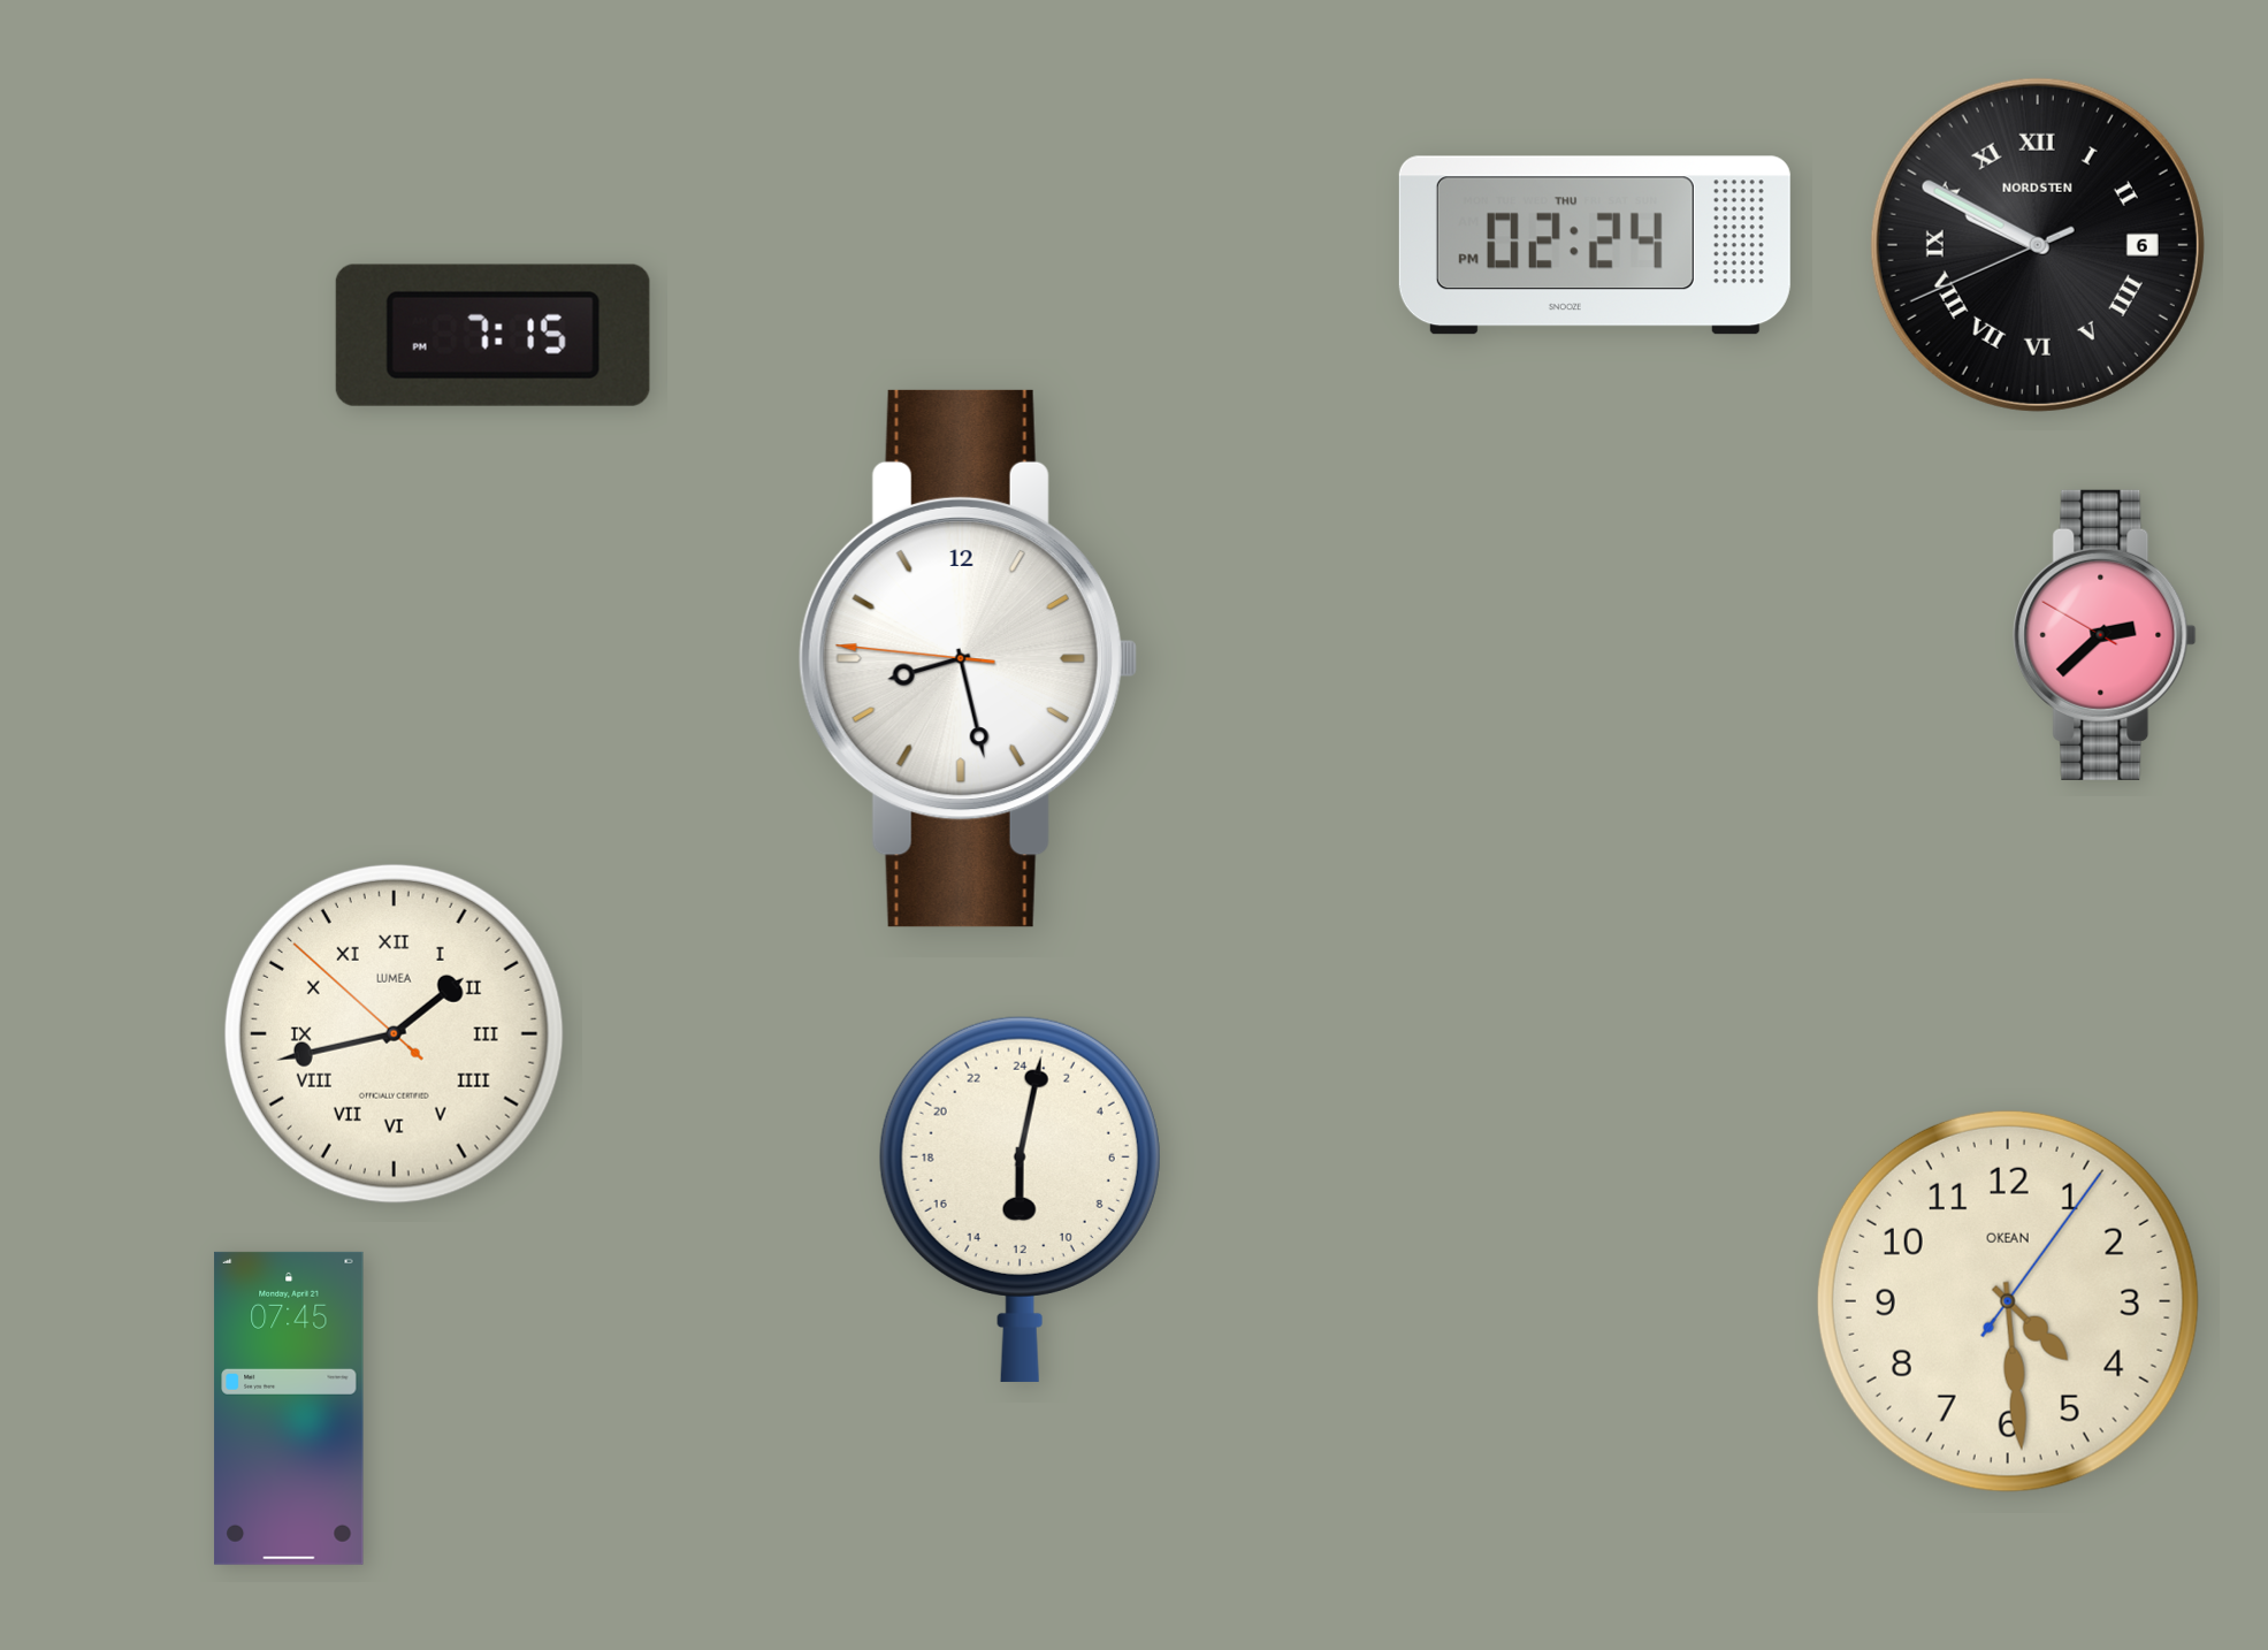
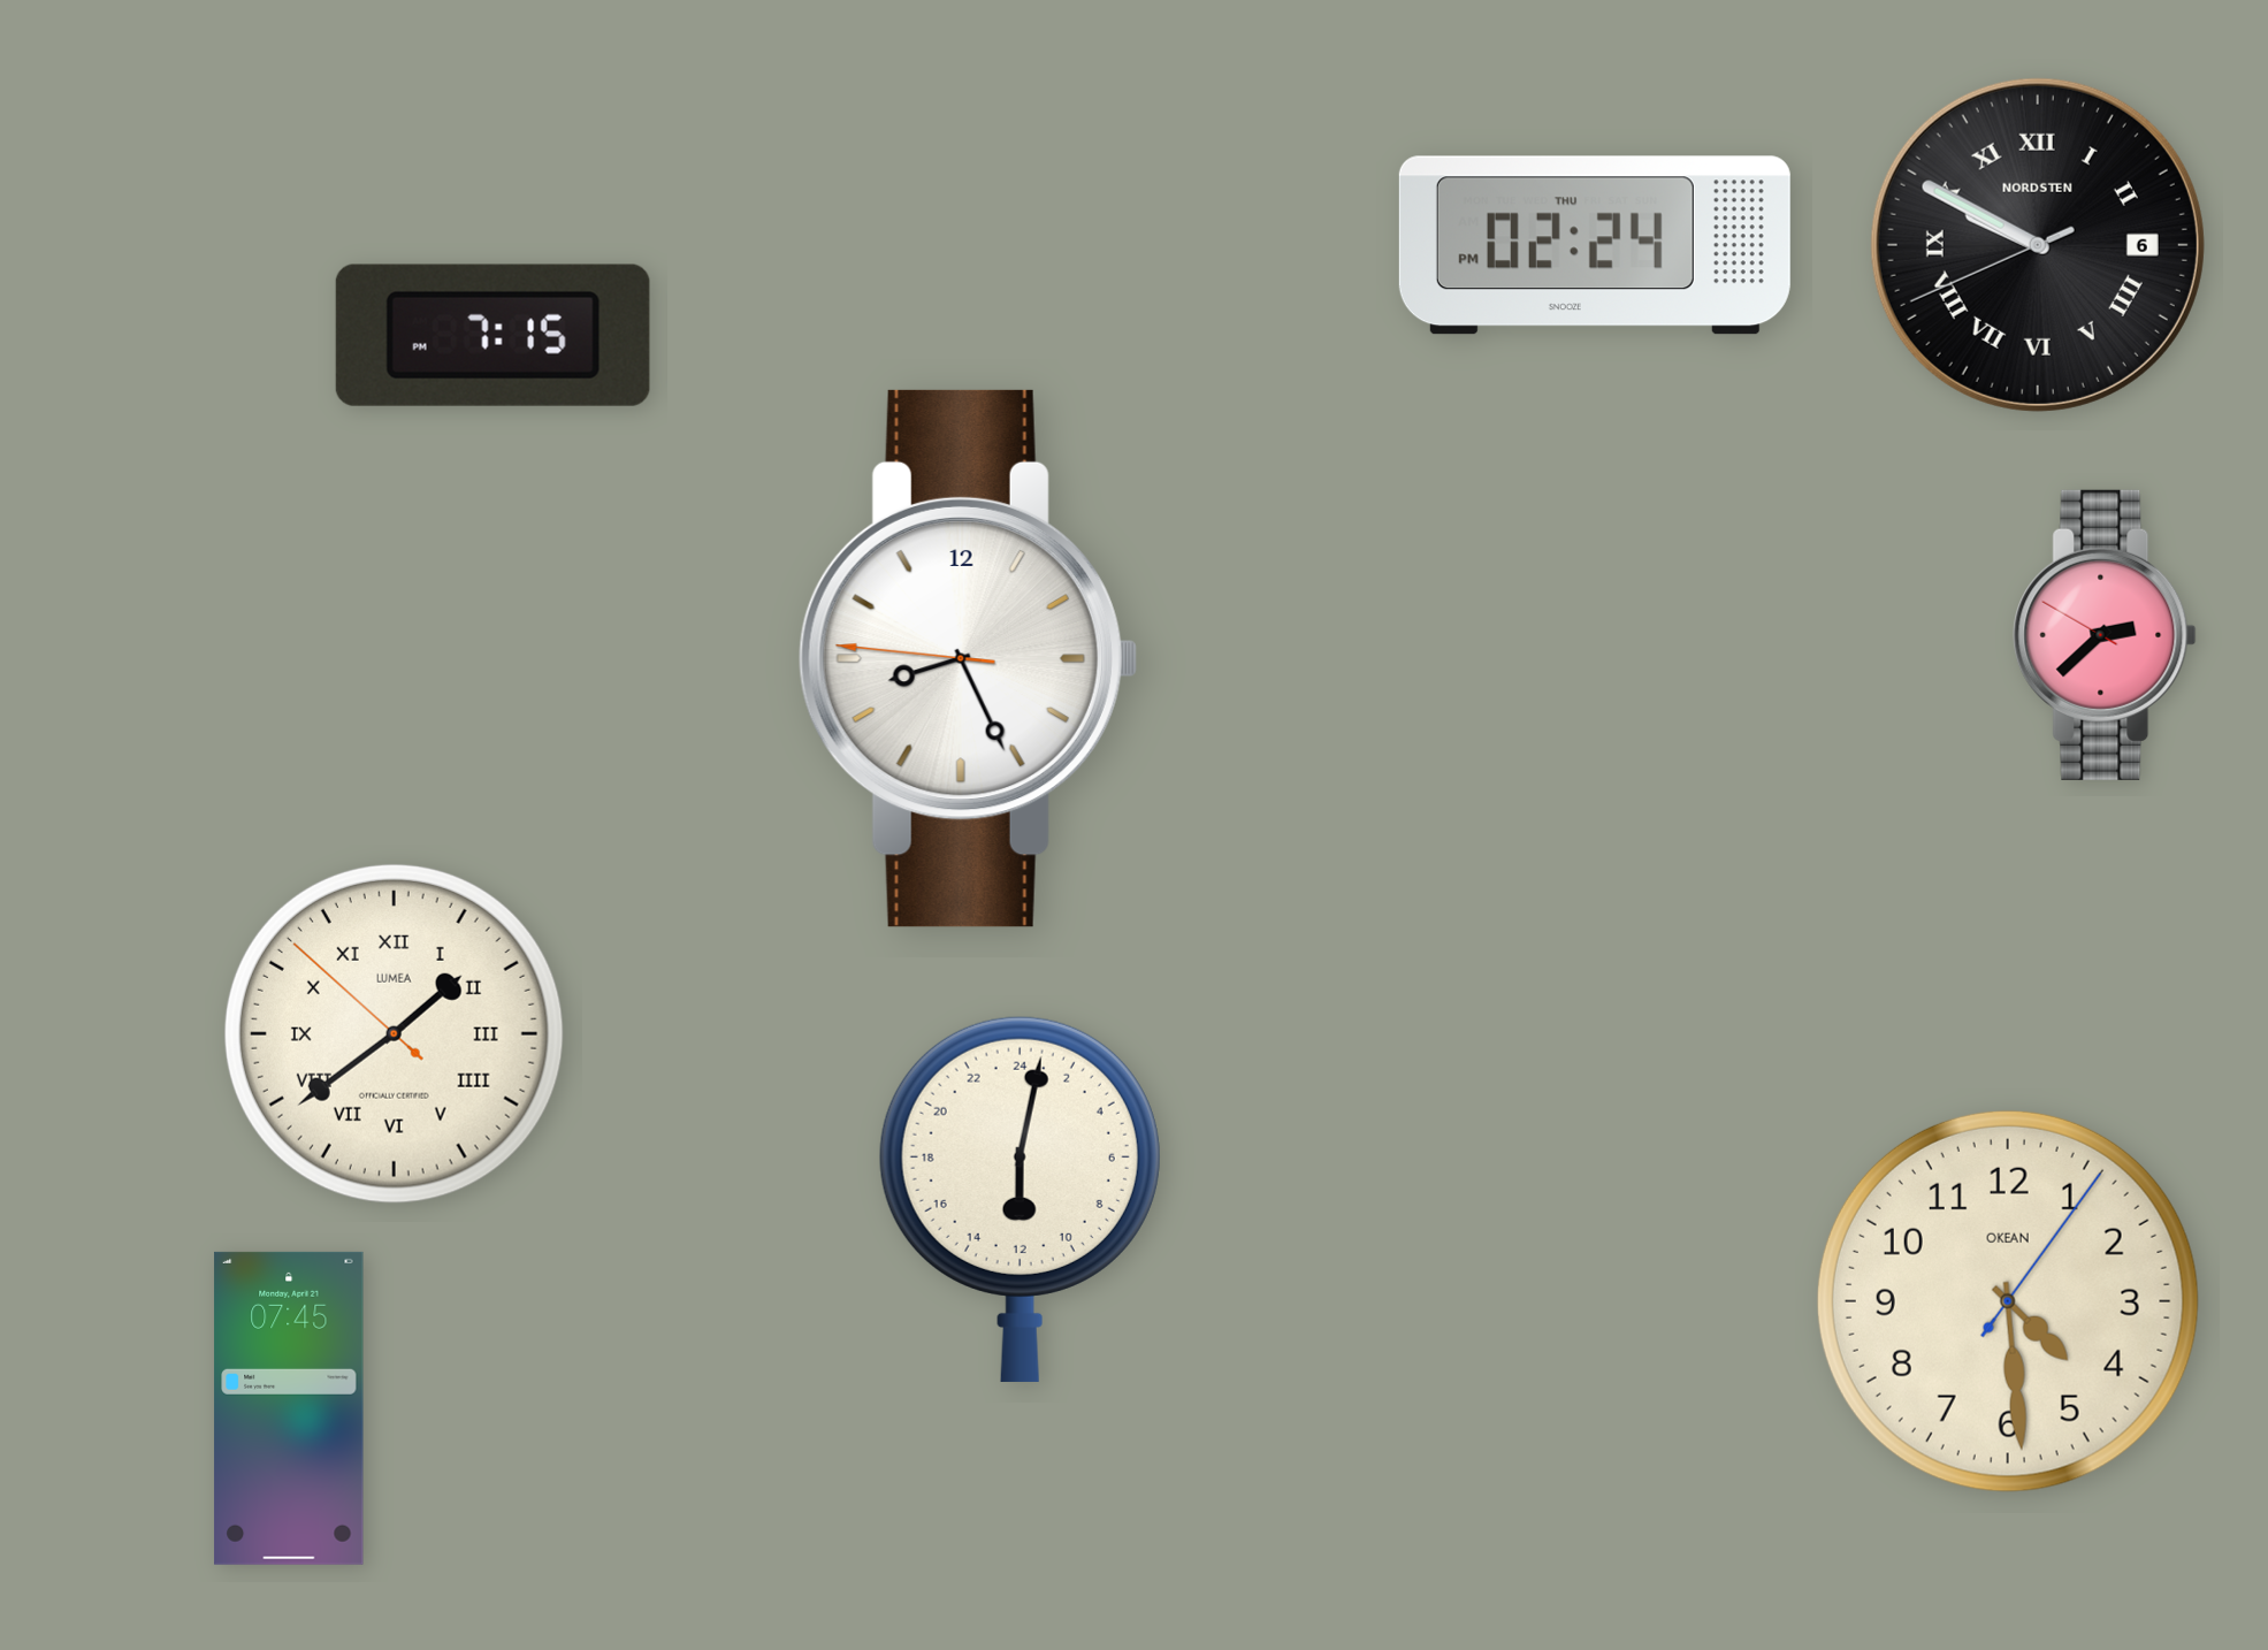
clock at (968, 658): 8:27 -> 8:25
clock at (394, 1033): 1:42 -> 1:38
